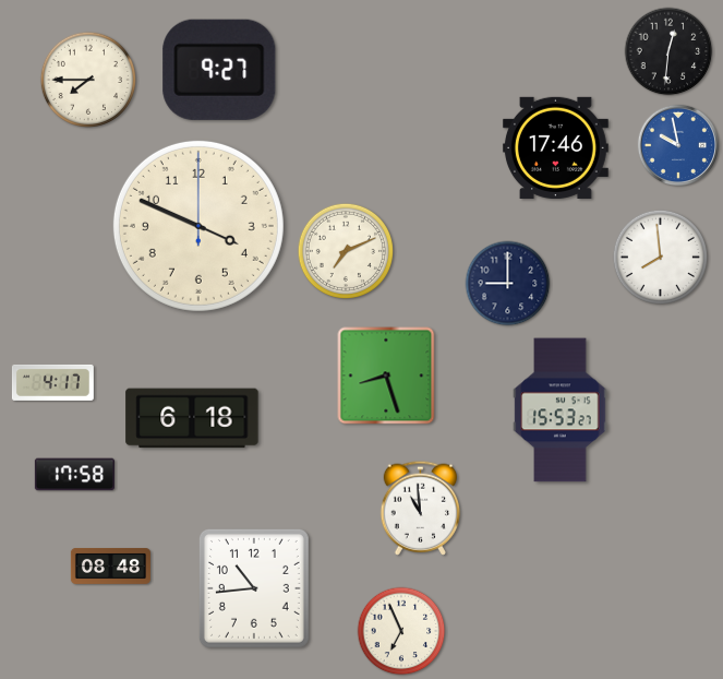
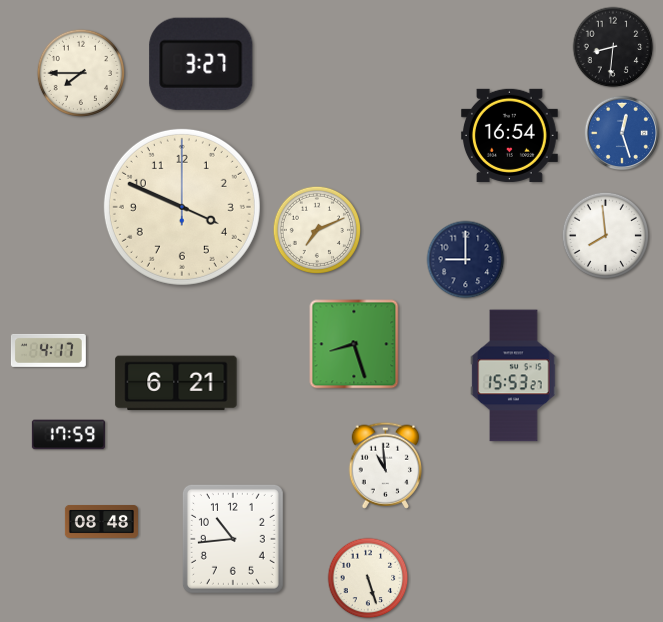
clock at (668, 51): 12:31 -> 8:31
clock at (219, 70): 9:27 -> 3:27
clock at (678, 145): 9:58 -> 12:27
clock at (555, 147): 17:46 -> 16:54
clock at (192, 418): 6:18 -> 6:21
clock at (74, 475): 17:58 -> 17:59
clock at (110, 565) position: (110, 565) -> (101, 521)
clock at (401, 631): 6:56 -> 5:27
